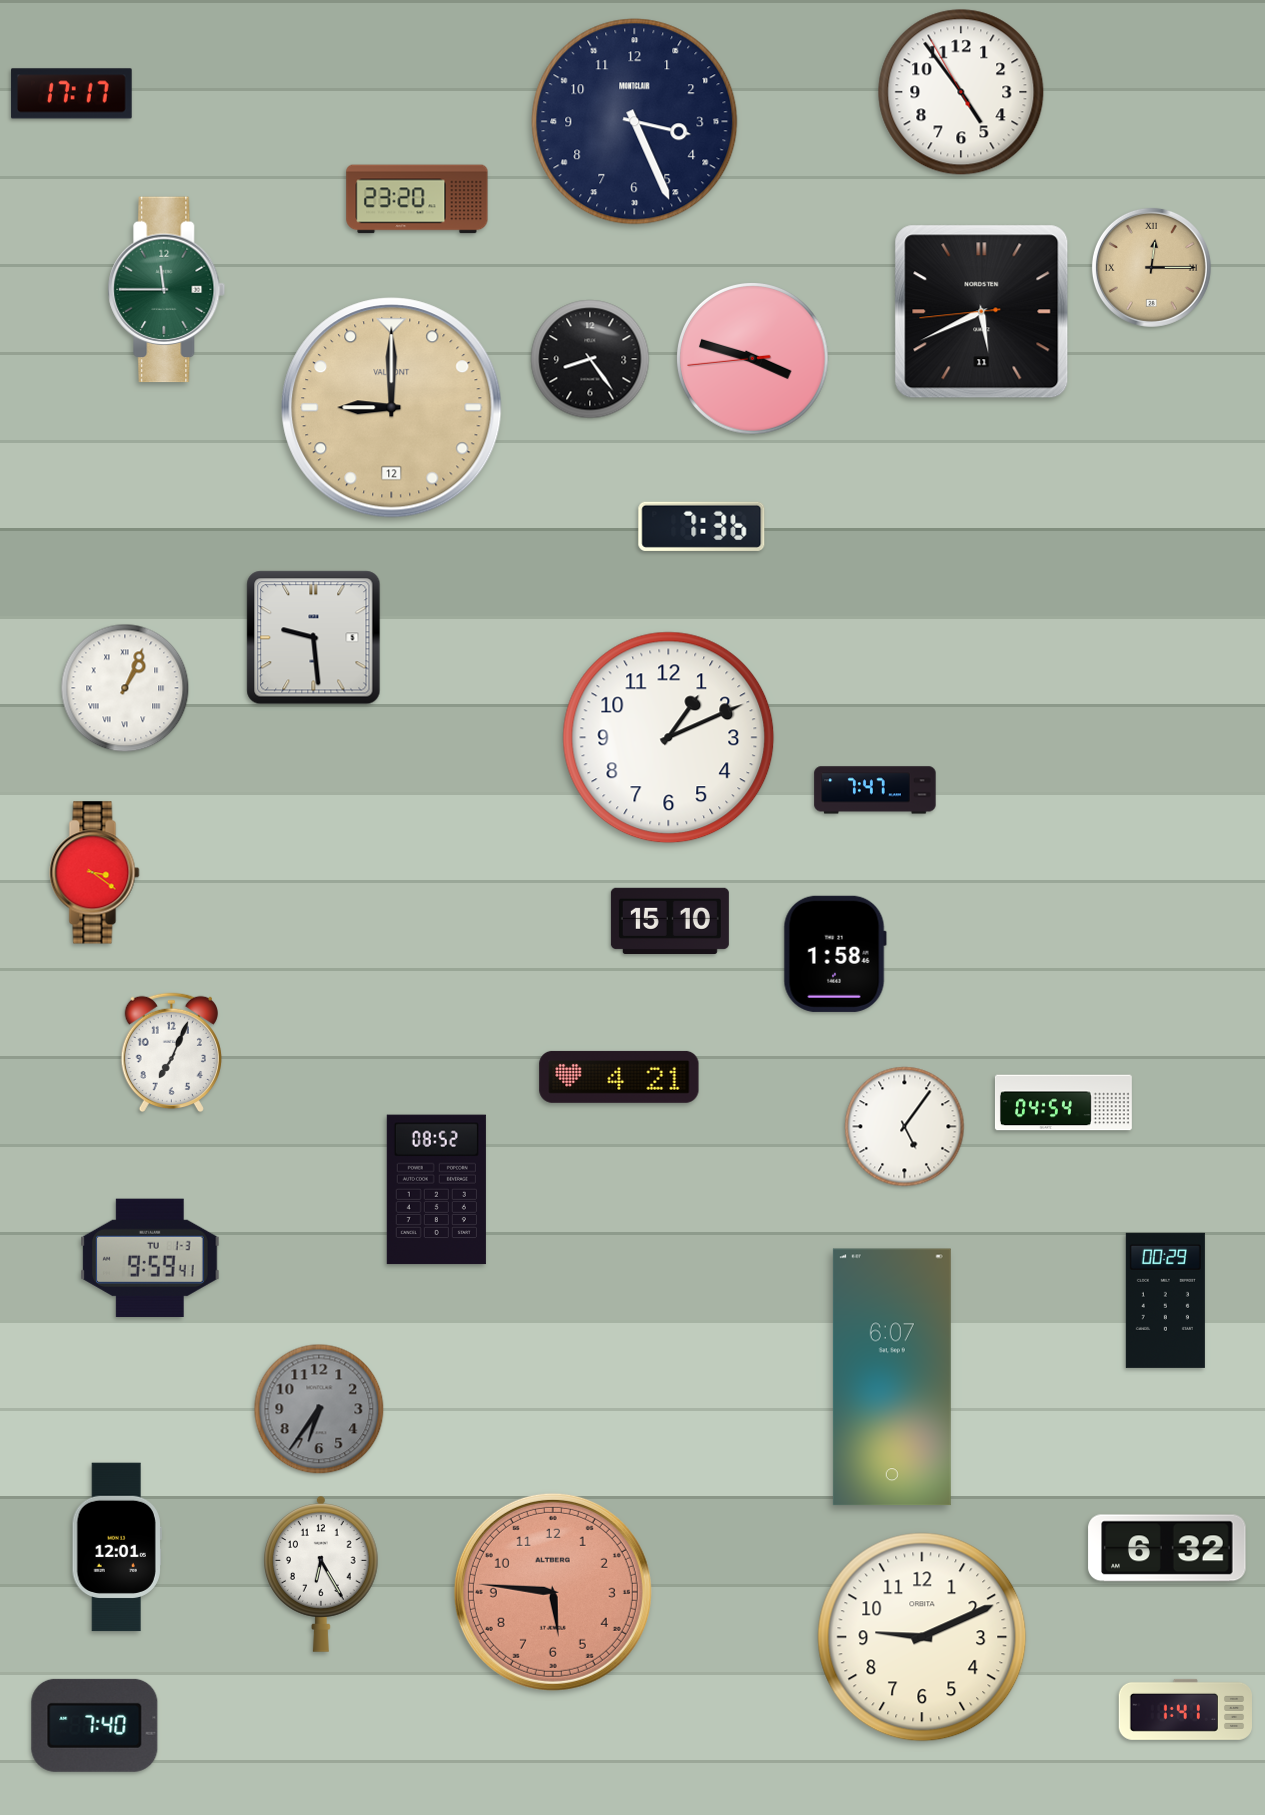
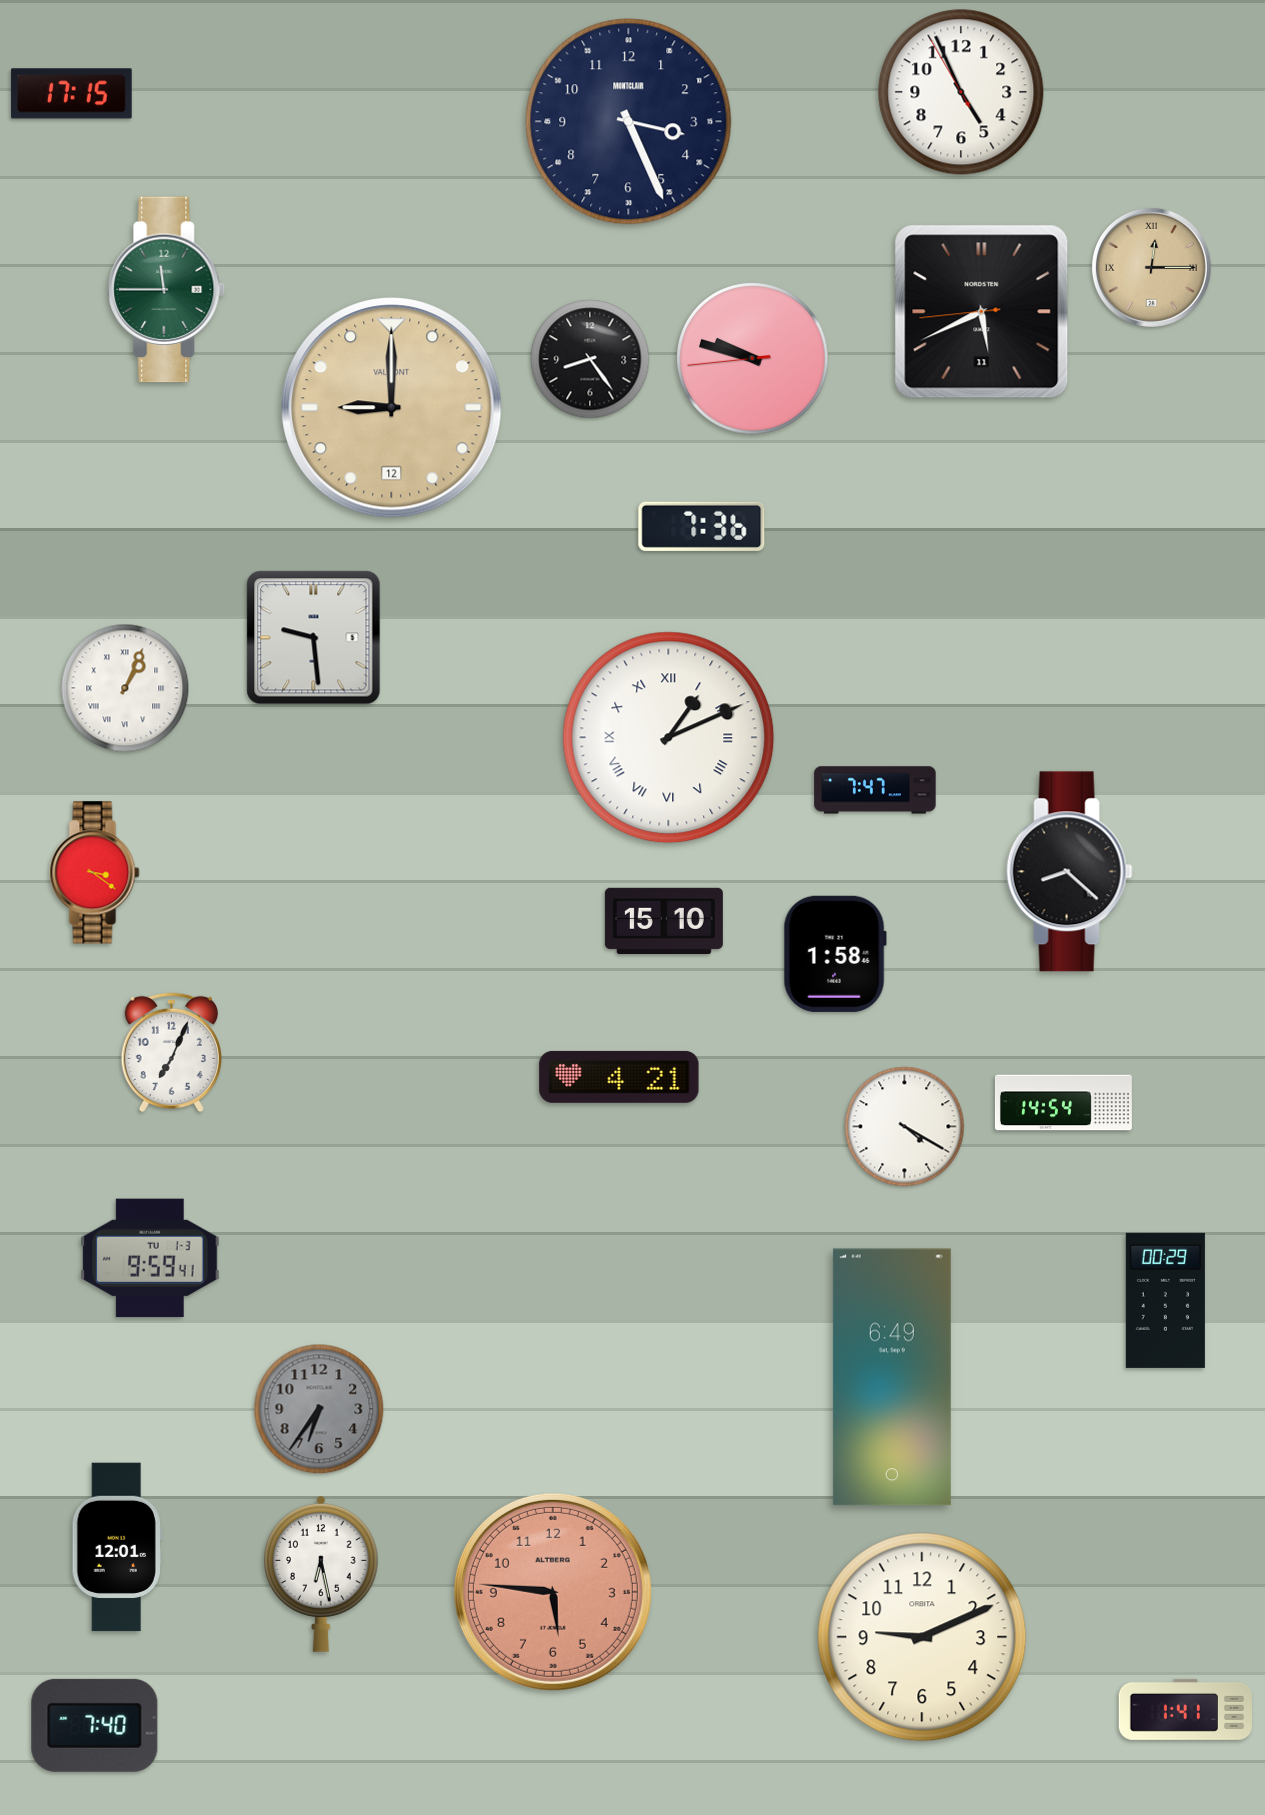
clock at (961, 92): 4:53 -> 4:55
clock at (72, 94): 17:17 -> 17:15
clock at (635, 122) position: (635, 122) -> (629, 122)
clock at (417, 199): 23:20 -> none
clock at (753, 359): 3:47 -> 9:47
clock at (669, 738) numerals: Arabic -> Roman
clock at (1069, 872): none -> 8:22
clock at (670, 920) position: (670, 920) -> (664, 920)
clock at (1063, 1103): 04:54 -> 14:54
clock at (905, 1127): 5:06 -> 4:20
clock at (436, 1190): 08:52 -> none
clock at (892, 1377): 6:07 -> 6:49
clock at (1167, 1548): 6:32 -> none
clock at (322, 1574): 6:25 -> 6:28
